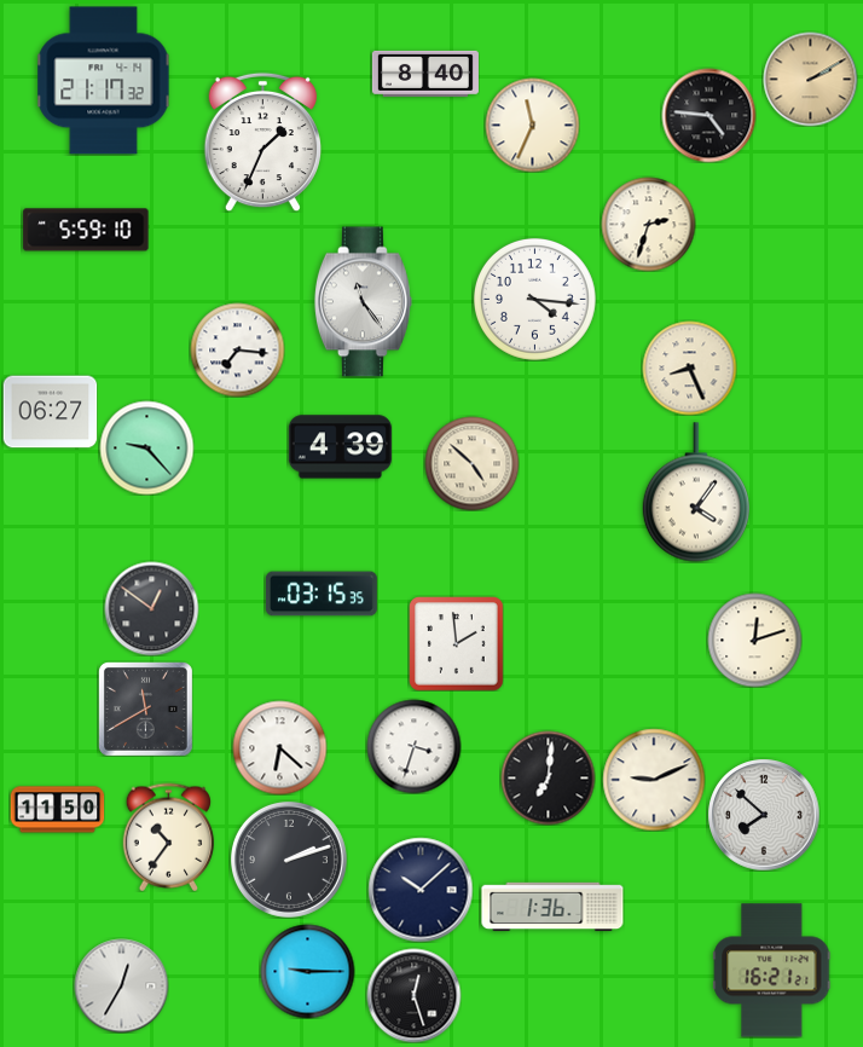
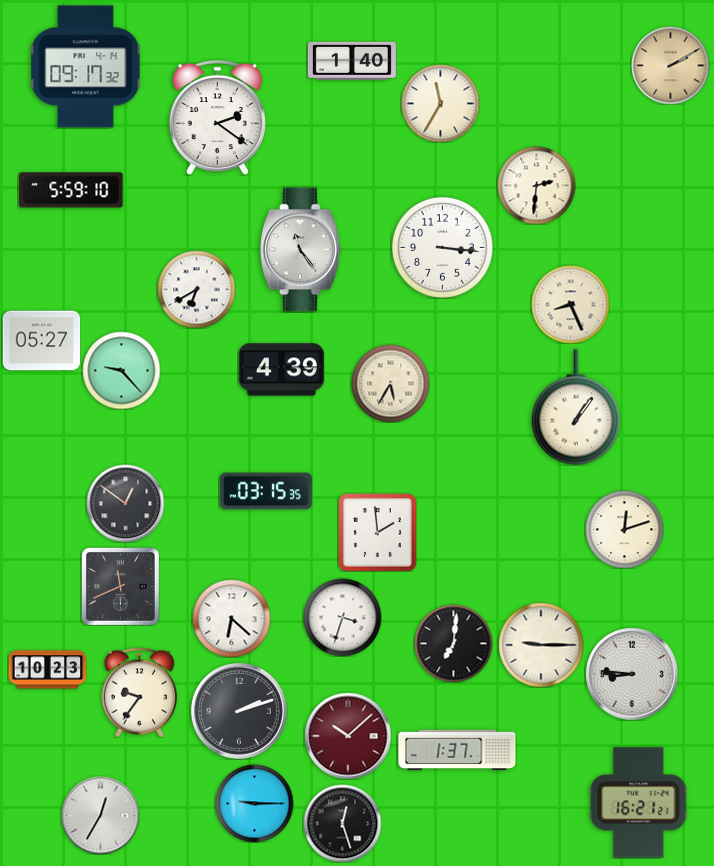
clock at (425, 74): 8:40 -> 1:40
clock at (104, 81): 21:17 -> 09:17
clock at (708, 115): 4:46 -> none
clock at (532, 125): 11:34 -> 11:35
clock at (262, 141): 1:34 -> 2:21
clock at (648, 224): 2:33 -> 2:31
clock at (534, 299): 4:16 -> 3:16
clock at (237, 349): 7:16 -> 6:40
clock at (50, 412): 06:27 -> 05:27
clock at (471, 463): 4:52 -> 5:35
clock at (696, 492): 4:06 -> 1:06
clock at (145, 708): 11:40 -> 11:41
clock at (654, 780): 9:11 -> 9:15
clock at (57, 810): 11:50 -> 10:23
clock at (764, 815): 7:52 -> 8:46
clock at (168, 837): 10:36 -> 9:36
clock at (421, 890) dial: navy -> burgundy
clock at (552, 907): 1:36 -> 1:37
